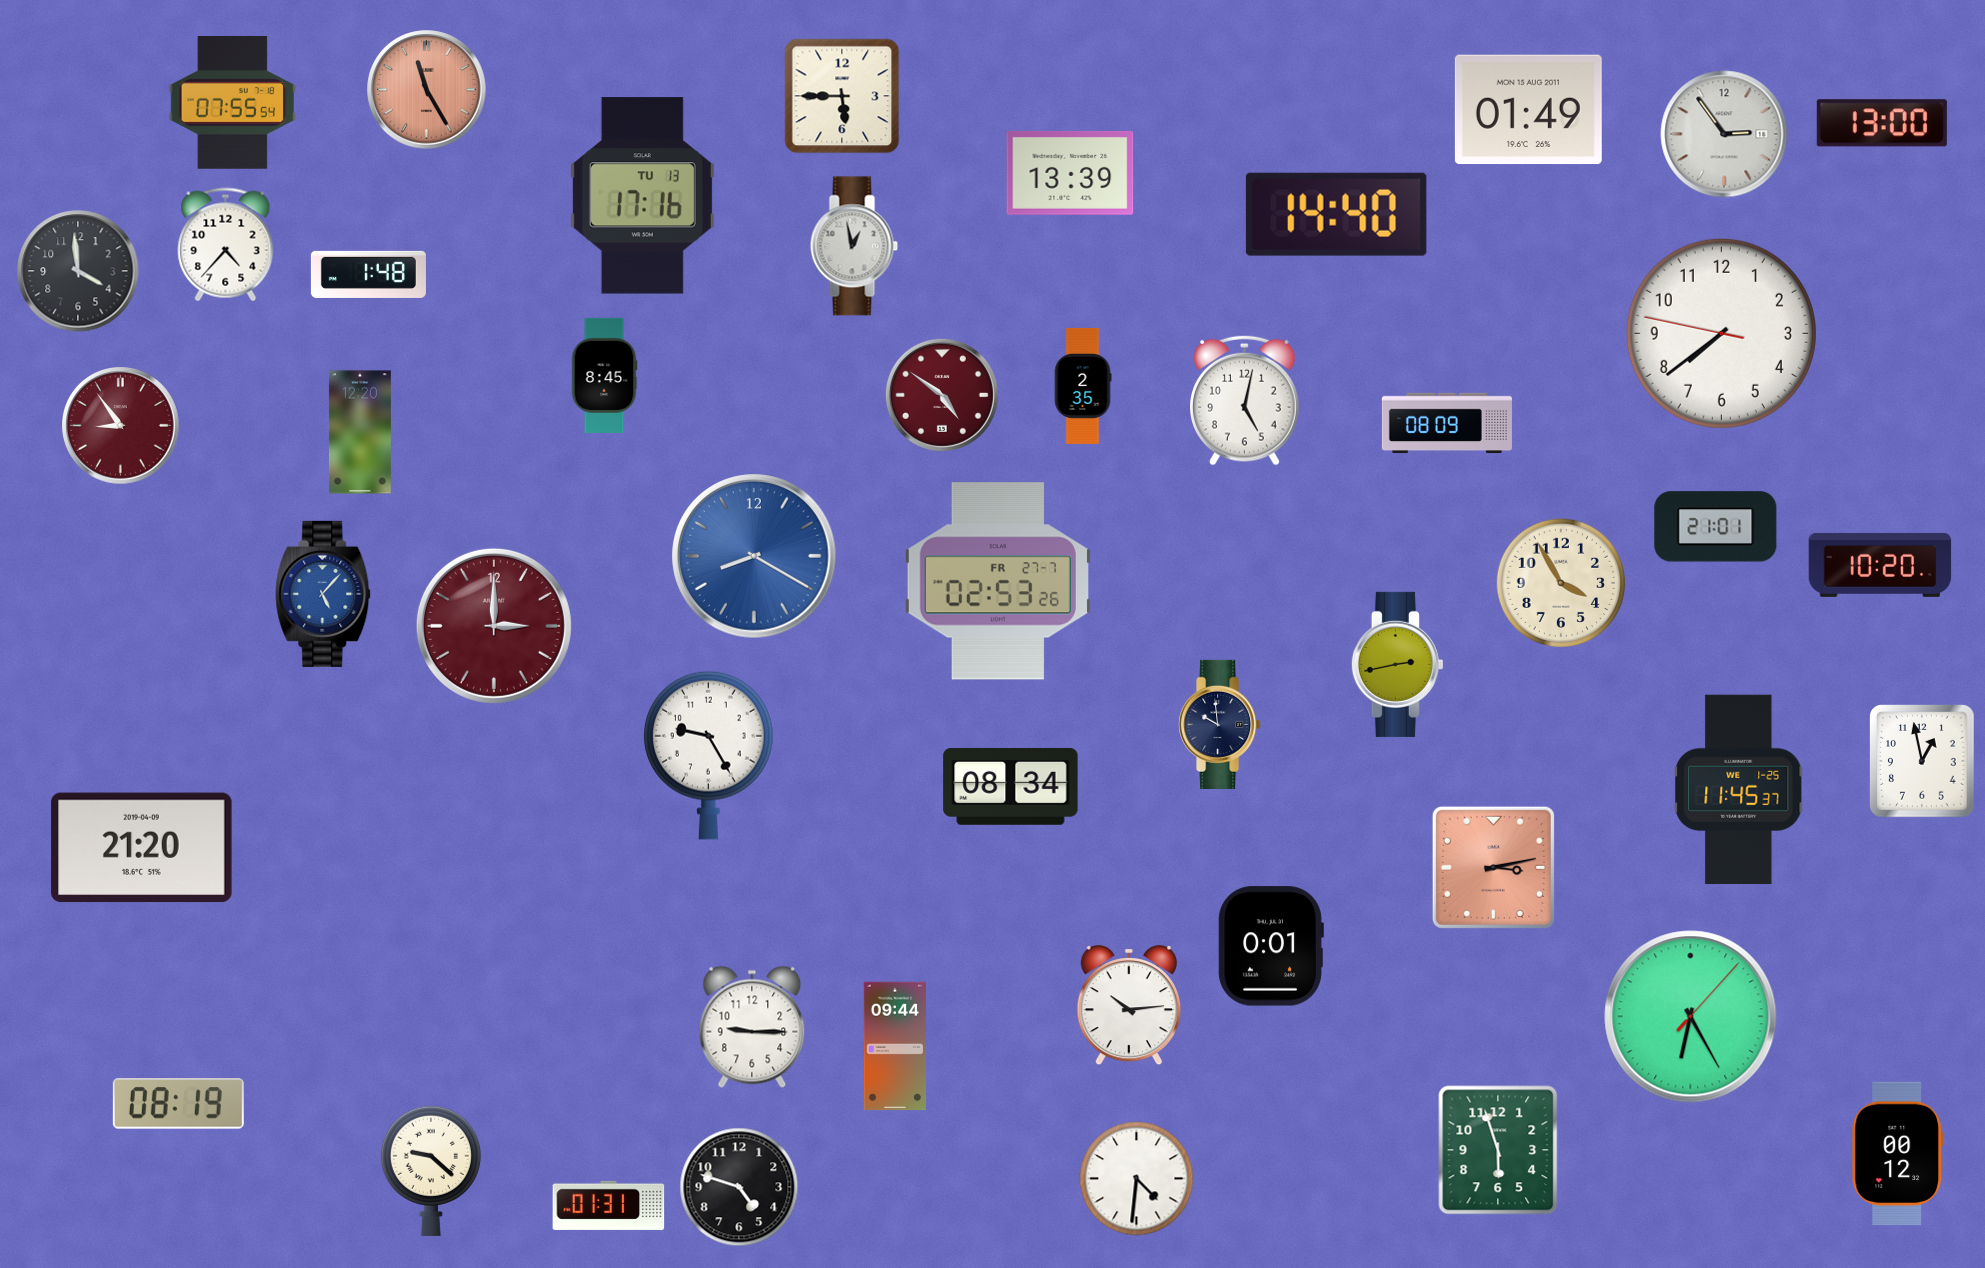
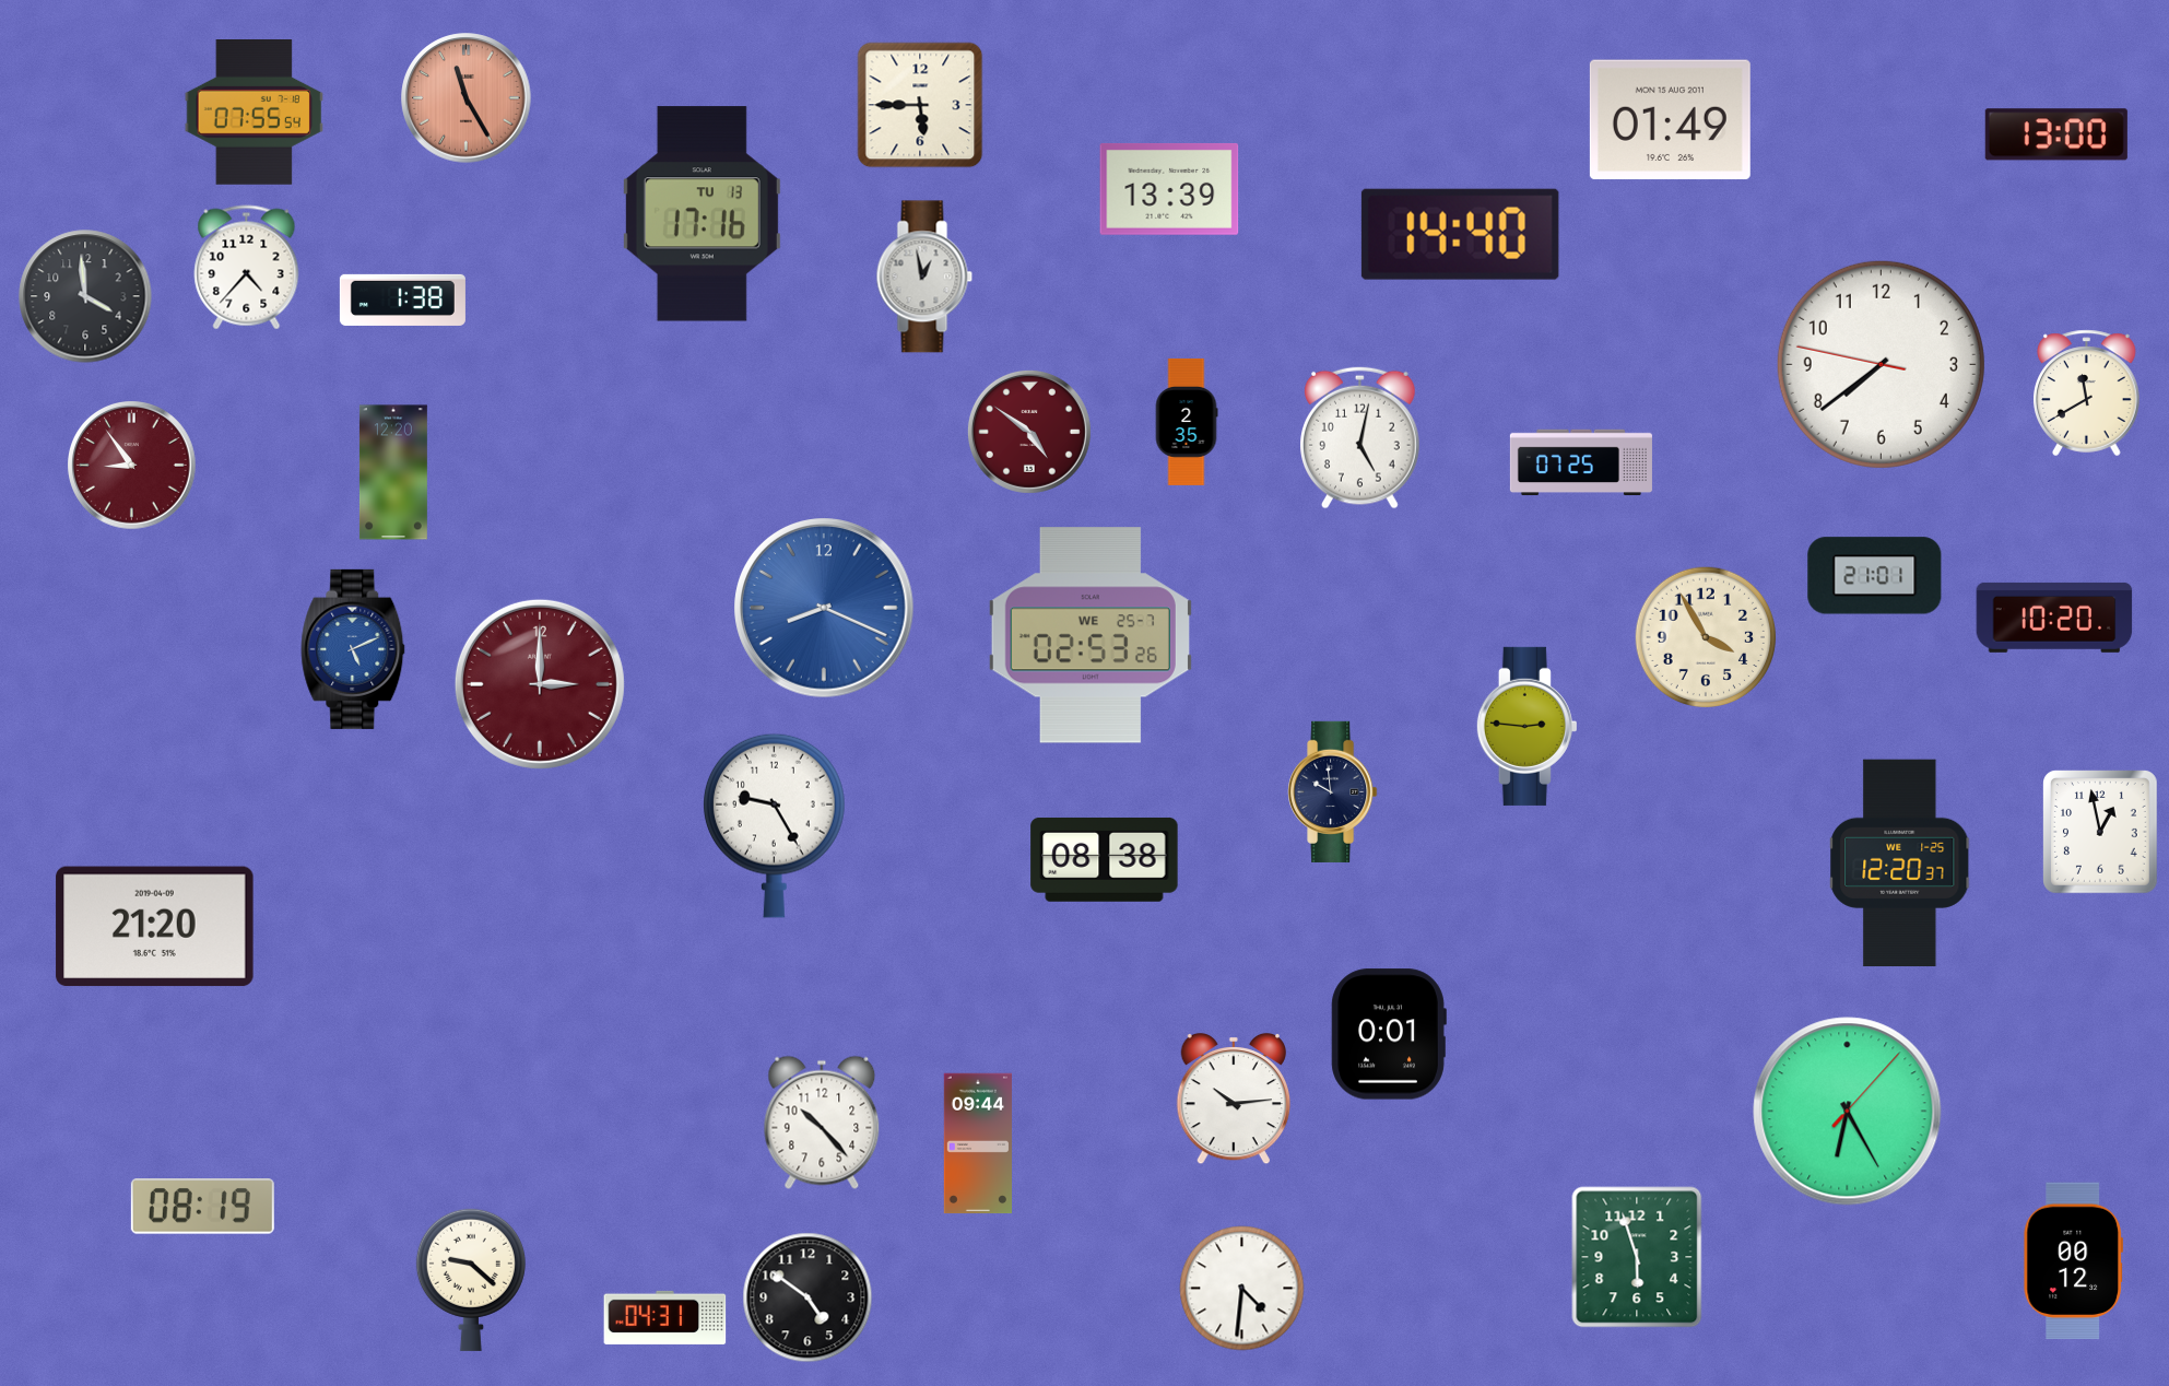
clock at (1724, 134): 2:54 -> none
clock at (854, 246) position: (854, 246) -> (924, 277)
clock at (368, 274): 1:48 -> 1:38
clock at (2087, 394): none -> 11:40
clock at (604, 375): 8:45 -> none
clock at (1083, 386) position: (1083, 386) -> (1187, 422)
clock at (1447, 423): 08:09 -> 07:25
clock at (754, 556): 8:20 -> 8:19
clock at (998, 581) date: FR 27-7 -> WE 25-7
clock at (323, 594): 5:07 -> 5:11
clock at (1397, 664): 2:43 -> 2:46
clock at (1011, 786): 08:34 -> 08:38
clock at (1739, 790): 11:45 -> 12:20
clock at (1493, 867): 3:13 -> none
clock at (752, 1027): 9:15 -> 10:23
clock at (178, 1104) position: (178, 1104) -> (202, 1207)
clock at (739, 1187): 4:48 -> 4:51
clock at (609, 1205): 01:31 -> 04:31
